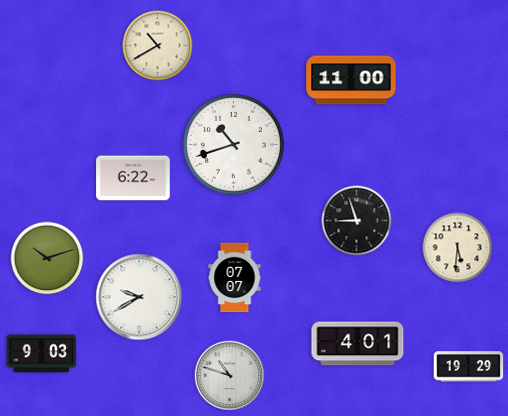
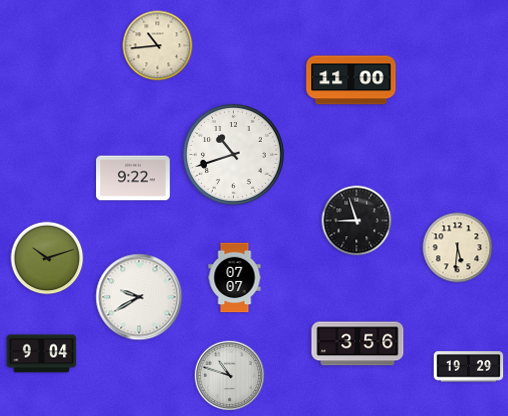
clock at (158, 46): 10:40 -> 10:44
clock at (233, 144) position: (233, 144) -> (233, 154)
clock at (133, 178): 6:22 -> 9:22
clock at (358, 344): 4:01 -> 3:56
clock at (42, 354): 9:03 -> 9:04
